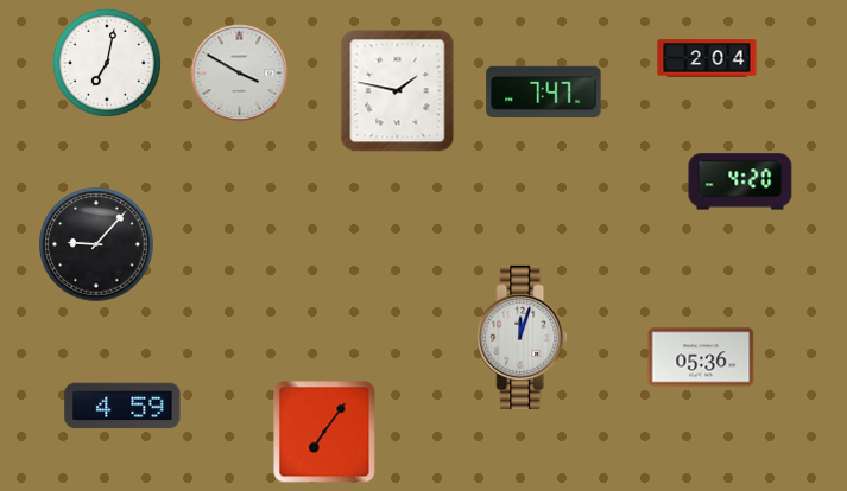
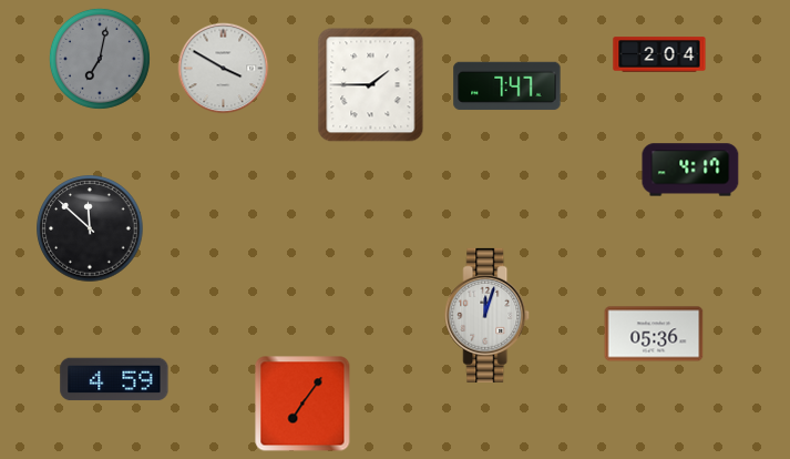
clock at (107, 63) dial: white -> grey
clock at (398, 91): 1:47 -> 1:45
clock at (740, 181): 4:20 -> 4:17
clock at (96, 244): 9:07 -> 11:52
